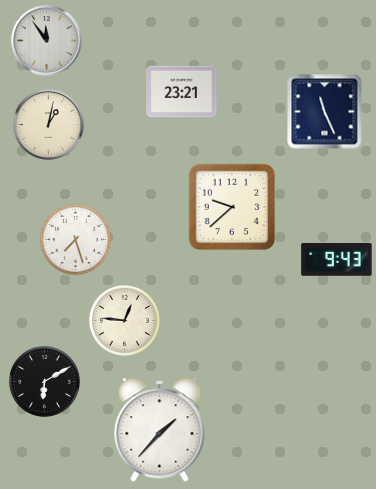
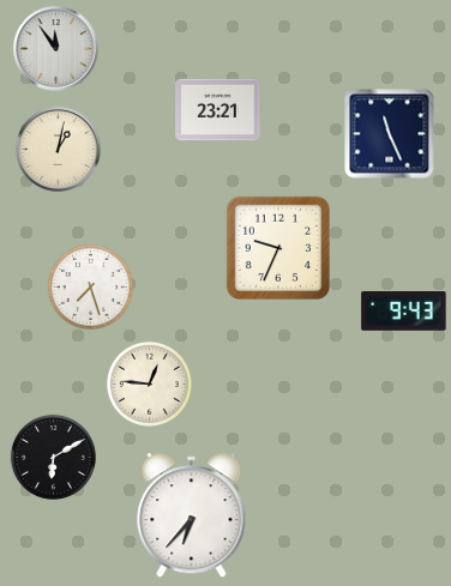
clock at (231, 206): 9:38 -> 9:34
clock at (160, 430): 1:37 -> 6:37
